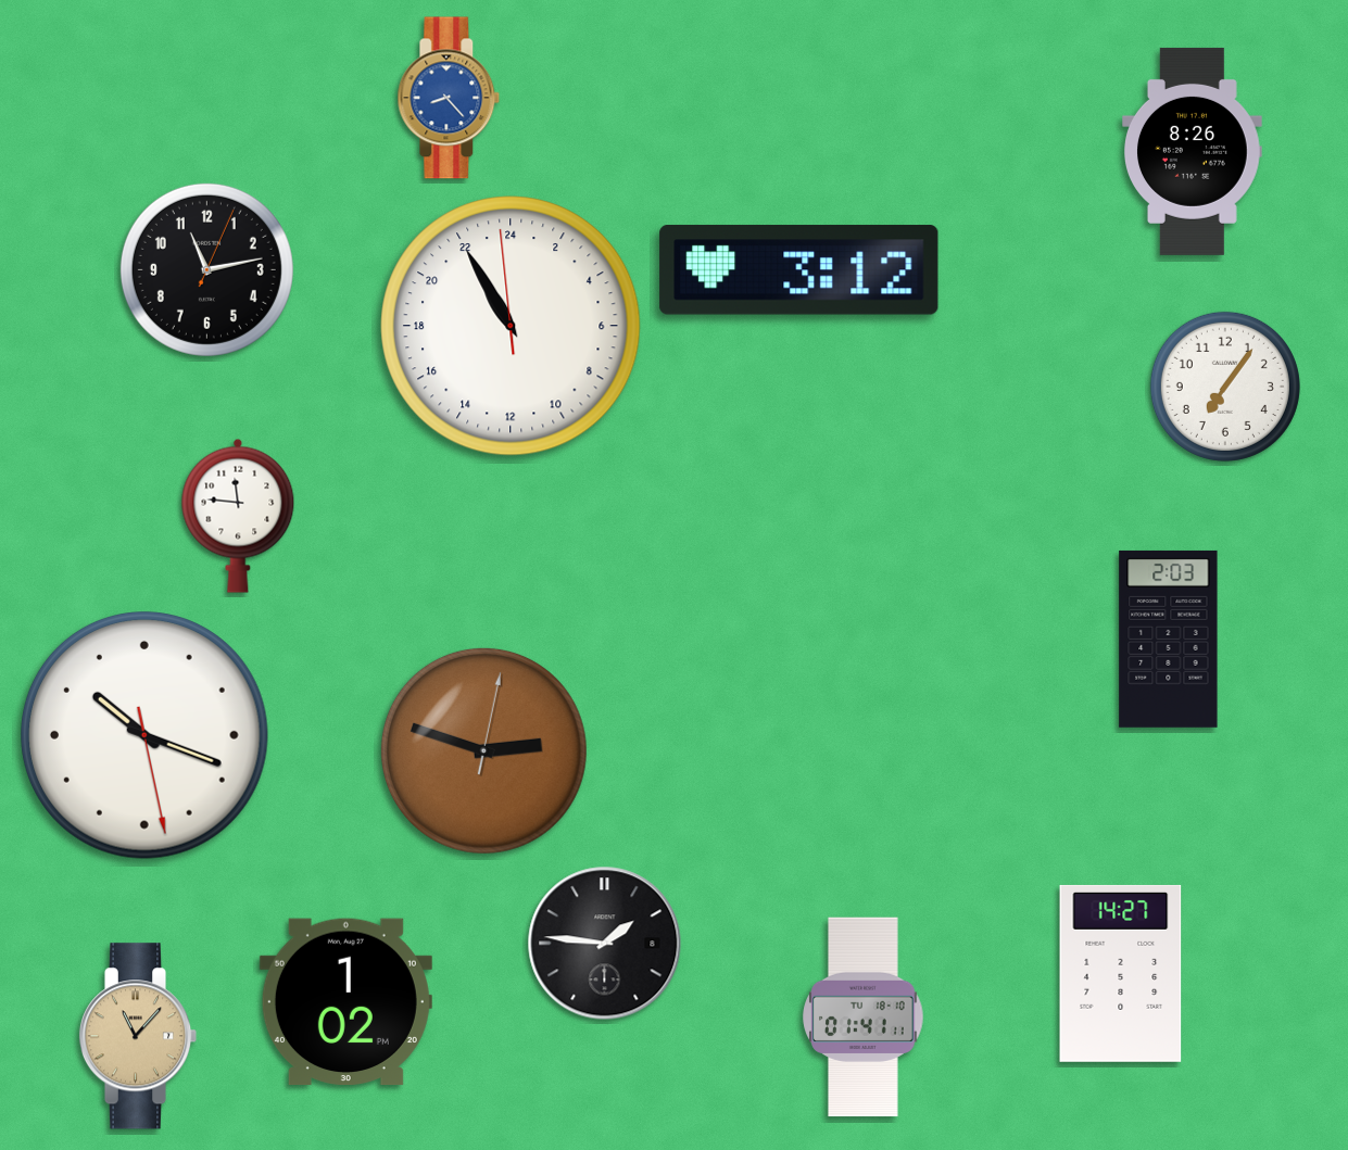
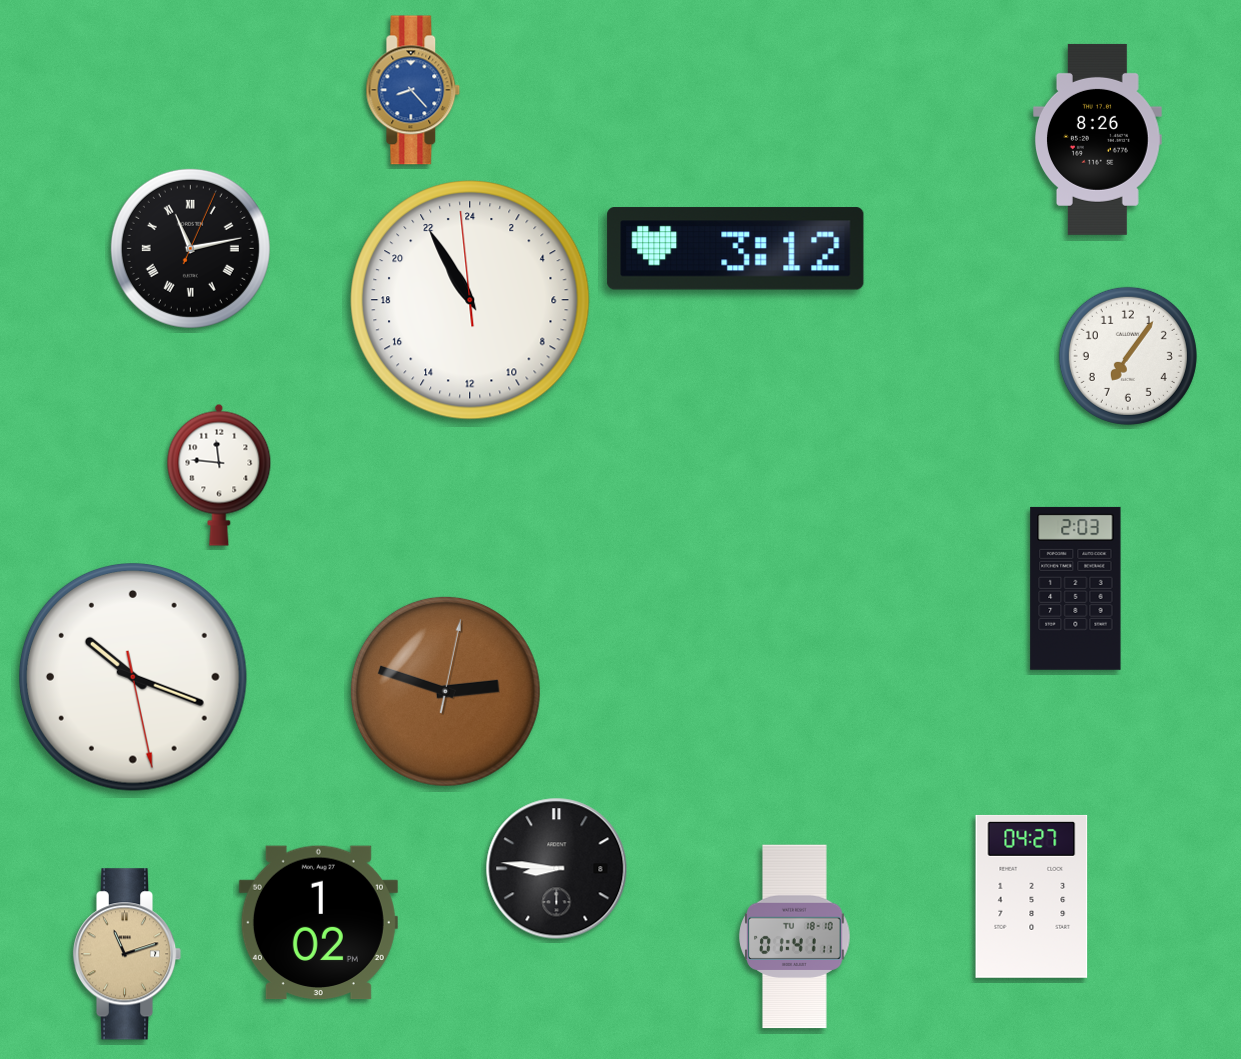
clock at (206, 269) numerals: Arabic -> Roman
clock at (605, 944): 1:46 -> 8:46
clock at (1121, 973): 14:27 -> 04:27
clock at (138, 1036): 11:07 -> 11:12
